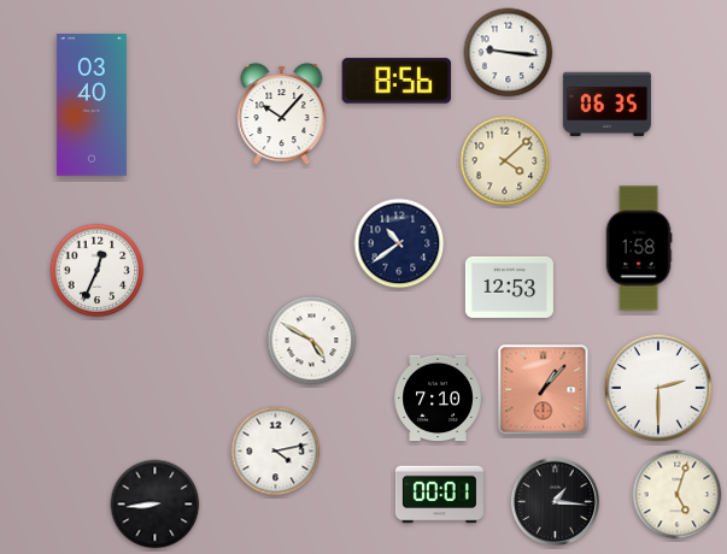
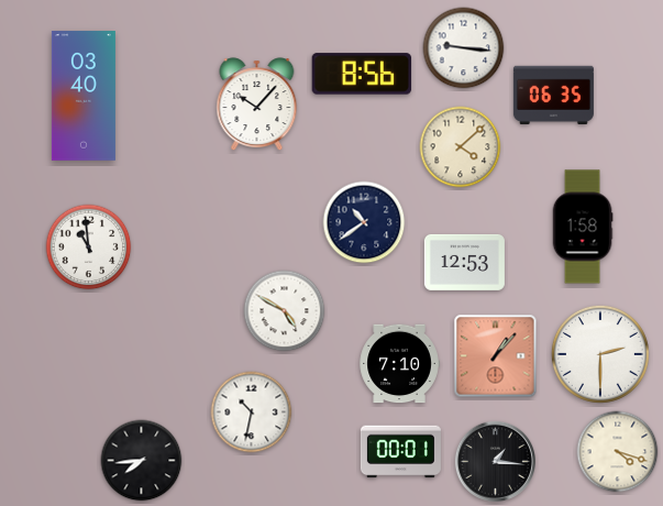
clock at (98, 271): 12:34 -> 10:59
clock at (276, 452): 4:13 -> 10:32
clock at (678, 495): 5:03 -> 4:18
clock at (556, 502) position: (556, 502) -> (496, 462)
clock at (156, 505): 8:44 -> 7:44
